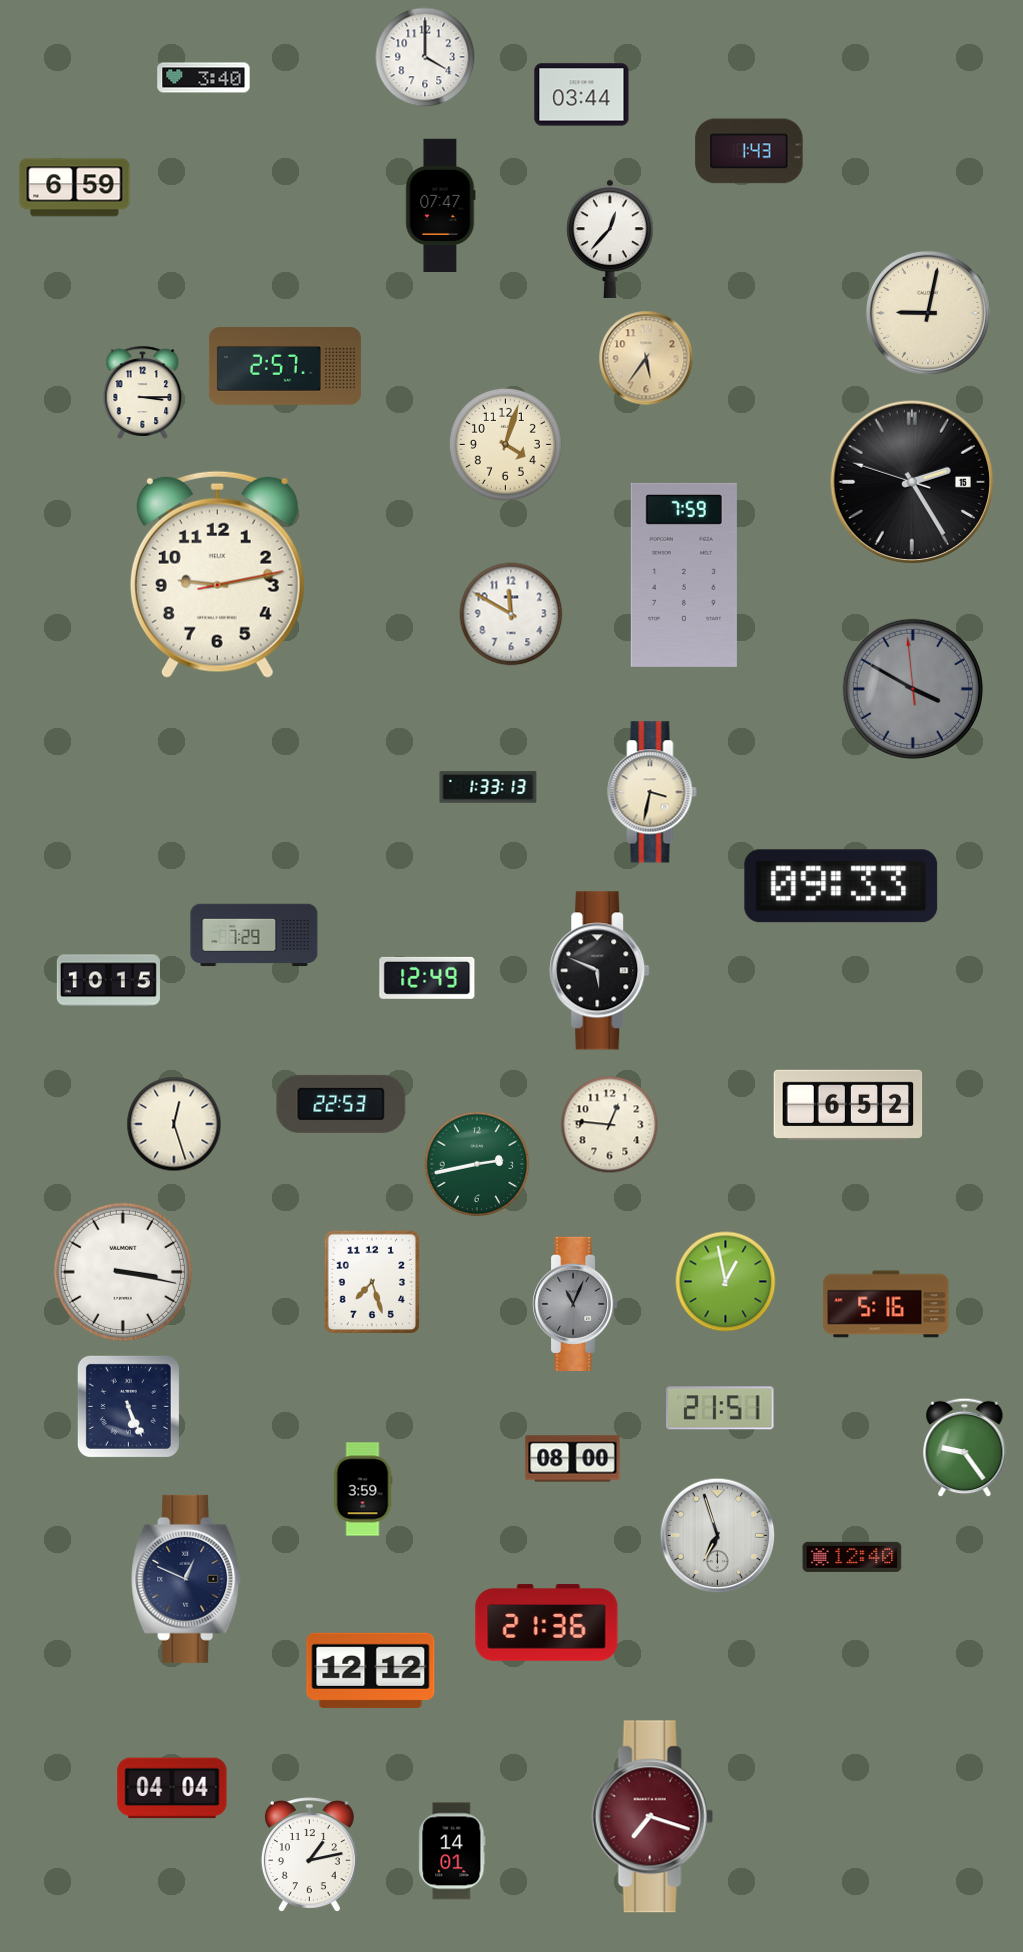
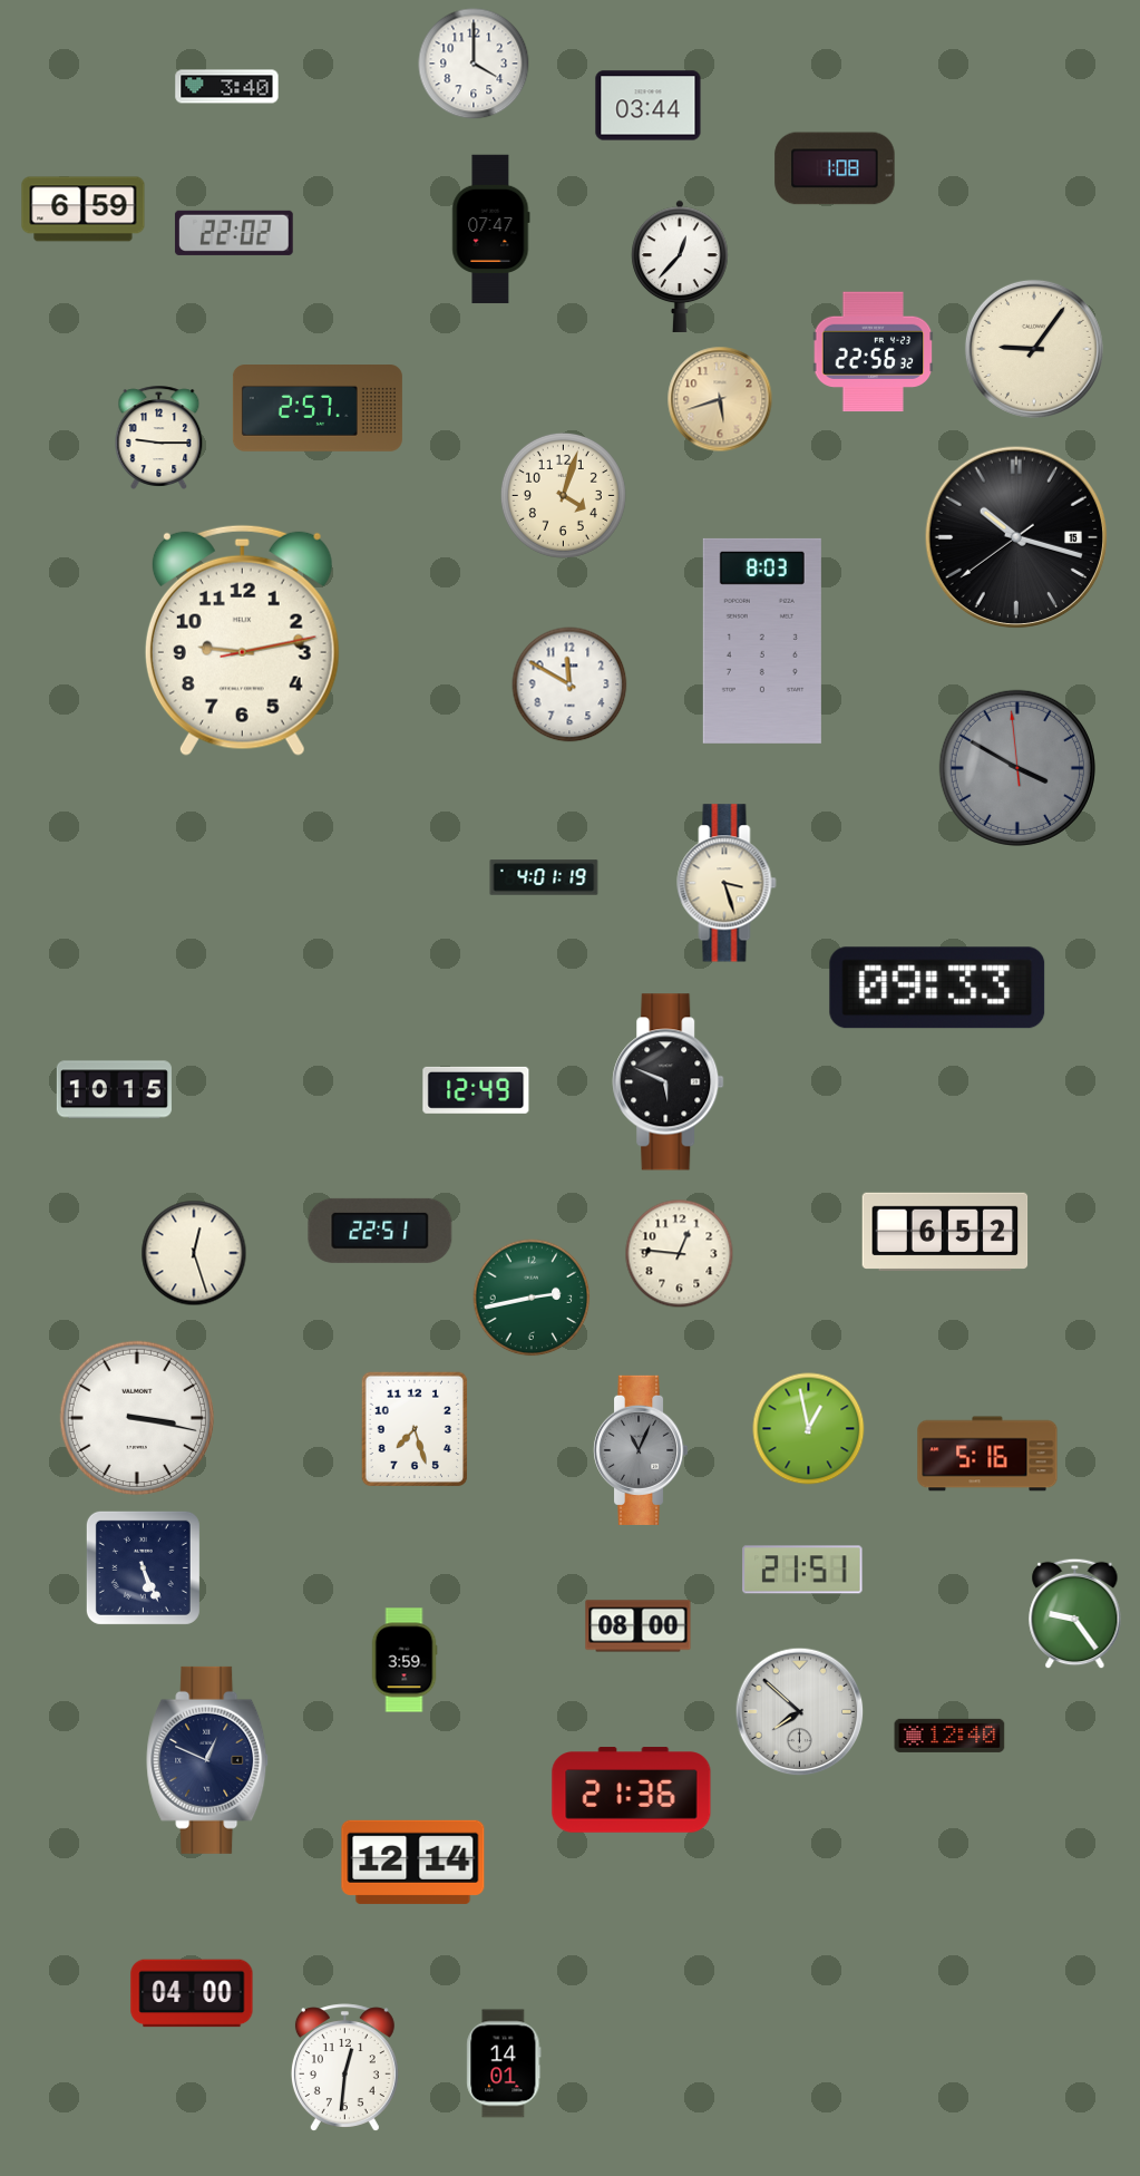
clock at (749, 151): 1:43 -> 1:08
clock at (234, 233): none -> 22:02
clock at (928, 313): 9:02 -> 9:06
clock at (874, 352): none -> 22:56
clock at (646, 358): 5:36 -> 5:42
clock at (143, 392): 3:15 -> 9:15
clock at (911, 481): 2:24 -> 10:17
clock at (684, 575): 7:59 -> 8:03
clock at (488, 787): 1:33 -> 4:01
clock at (652, 792): 3:32 -> 3:27
clock at (254, 935): 7:29 -> none
clock at (108, 981) position: (108, 981) -> (114, 1090)
clock at (341, 1104): 22:53 -> 22:51
clock at (575, 1304) position: (575, 1304) -> (641, 1450)
clock at (718, 1536): 6:57 -> 7:52
clock at (547, 1623) position: (547, 1623) -> (632, 1790)
clock at (371, 1670): 12:12 -> 12:14
clock at (172, 1788): 04:04 -> 04:00
clock at (652, 1817): 7:18 -> none
clock at (309, 1855): 1:13 -> 12:31
